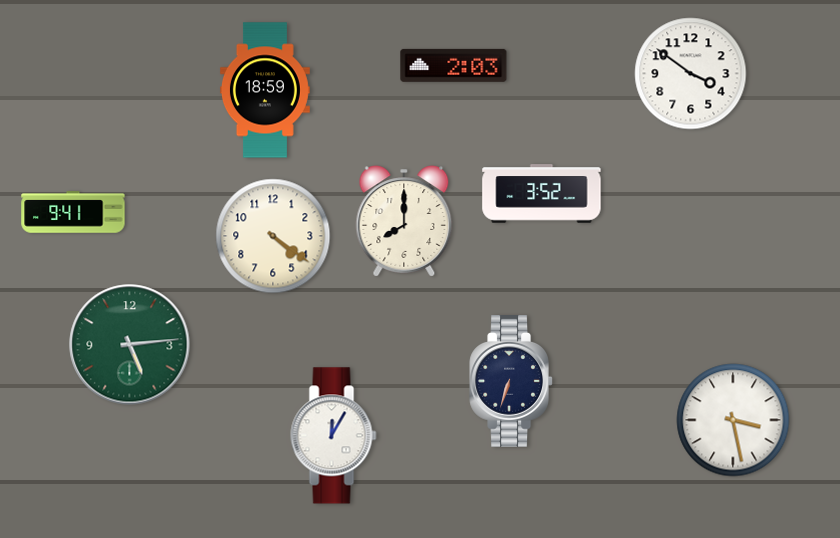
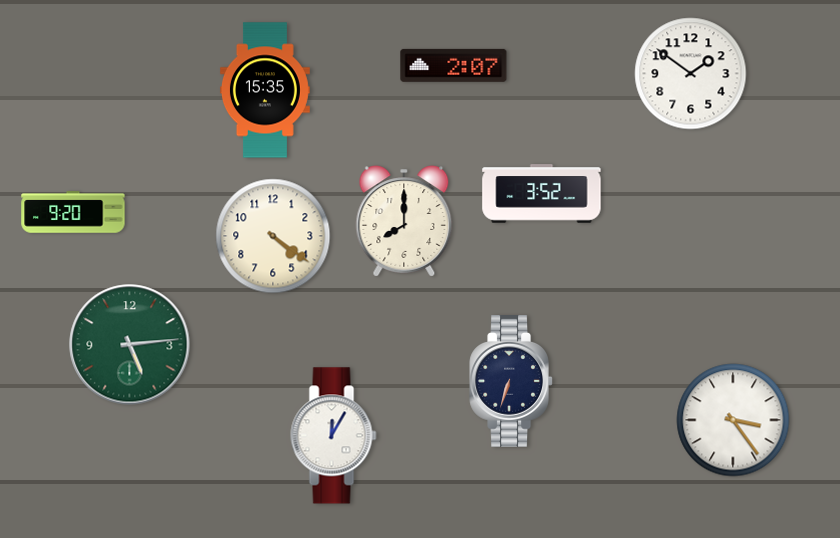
clock at (454, 65): 2:03 -> 2:07
clock at (691, 74): 3:51 -> 1:51
clock at (265, 90): 18:59 -> 15:35
clock at (73, 212): 9:41 -> 9:20
clock at (733, 420): 3:28 -> 3:24
